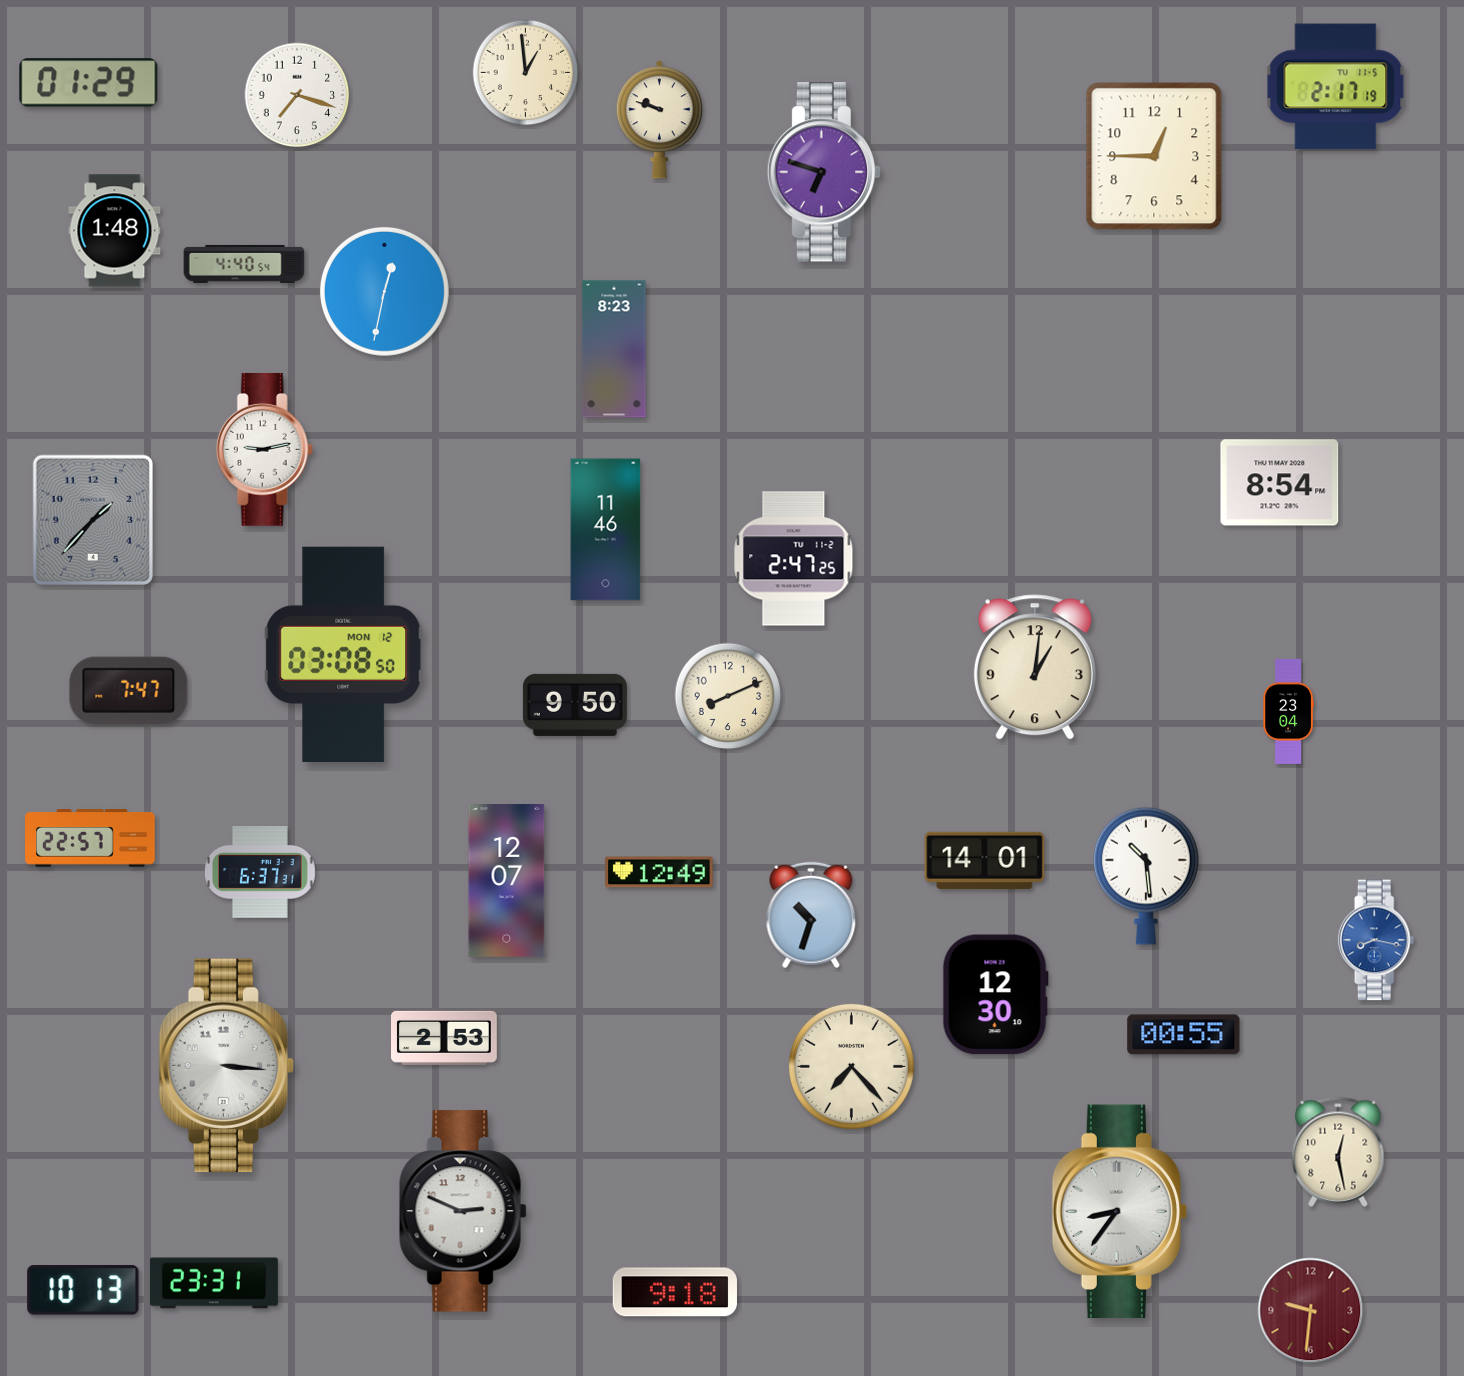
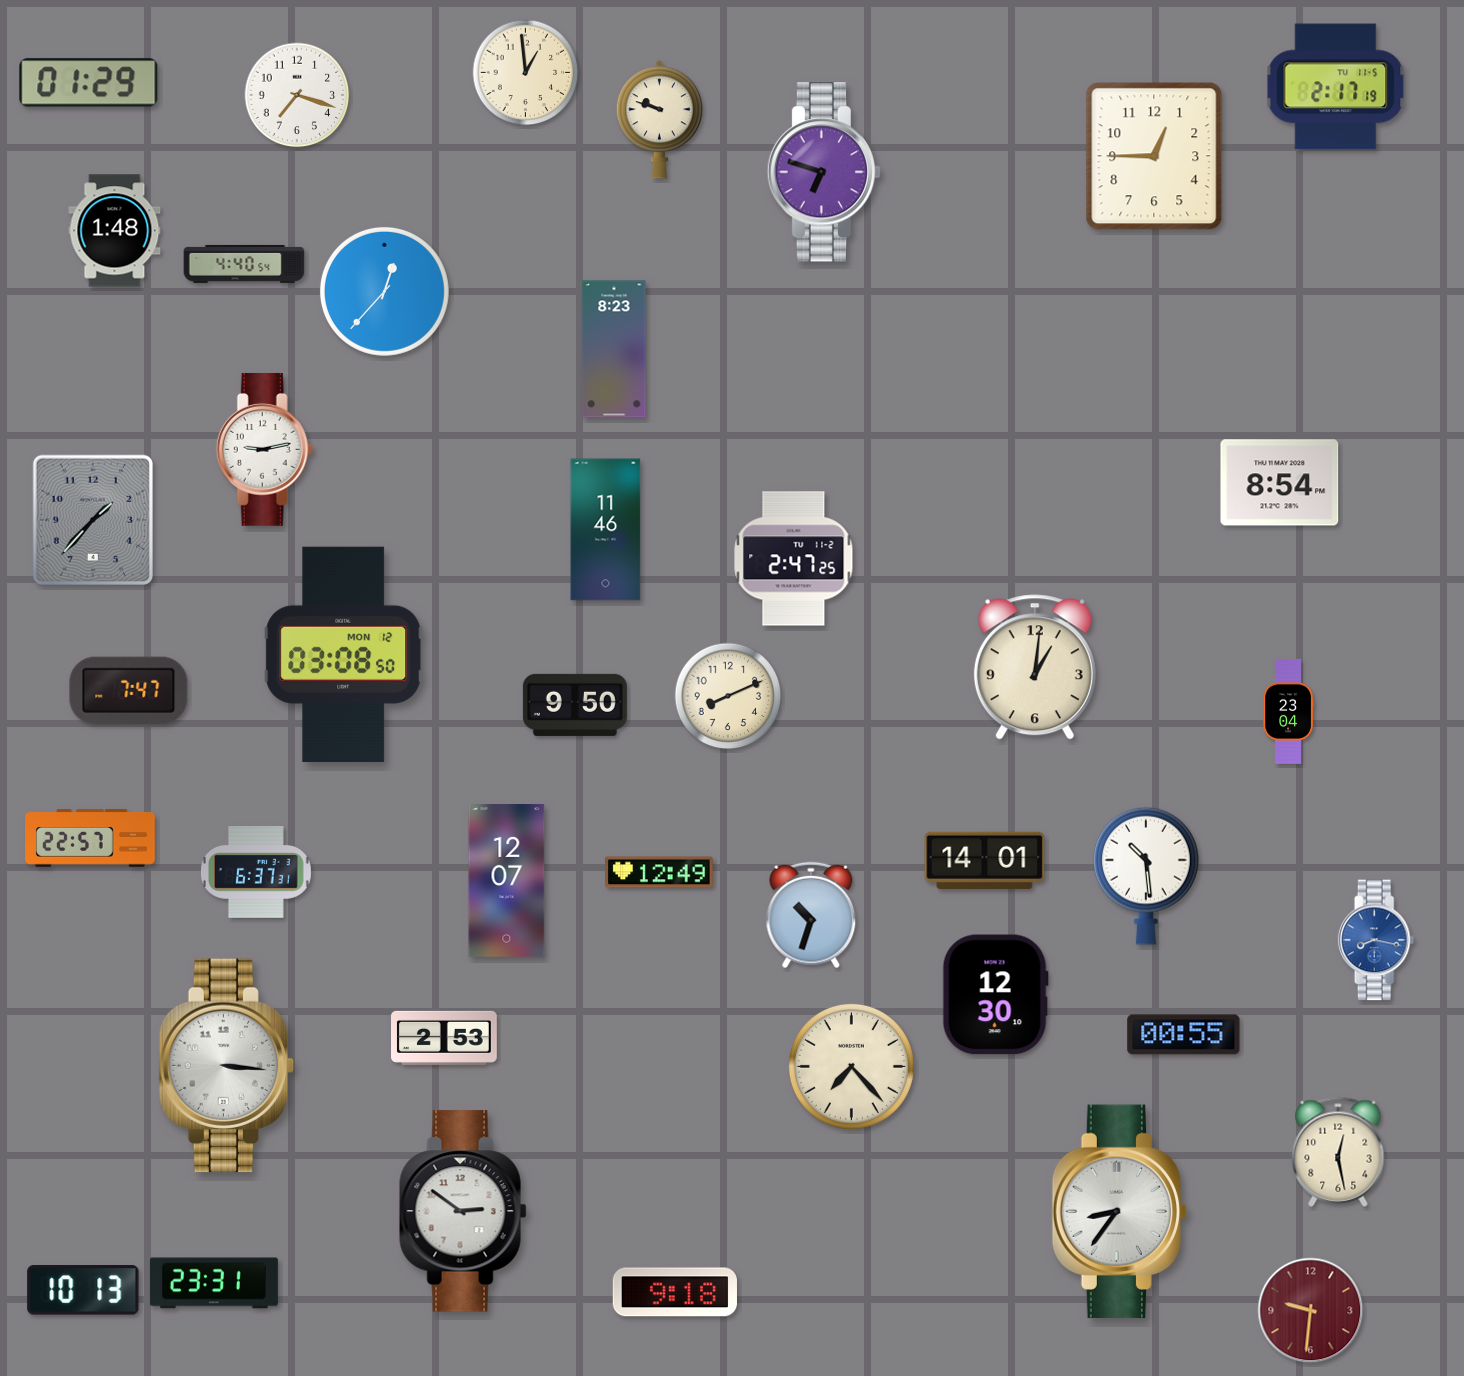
clock at (384, 291): 12:32 -> 12:37
clock at (261, 873) position: (261, 873) -> (257, 873)
clock at (463, 1211): 2:49 -> 2:51
